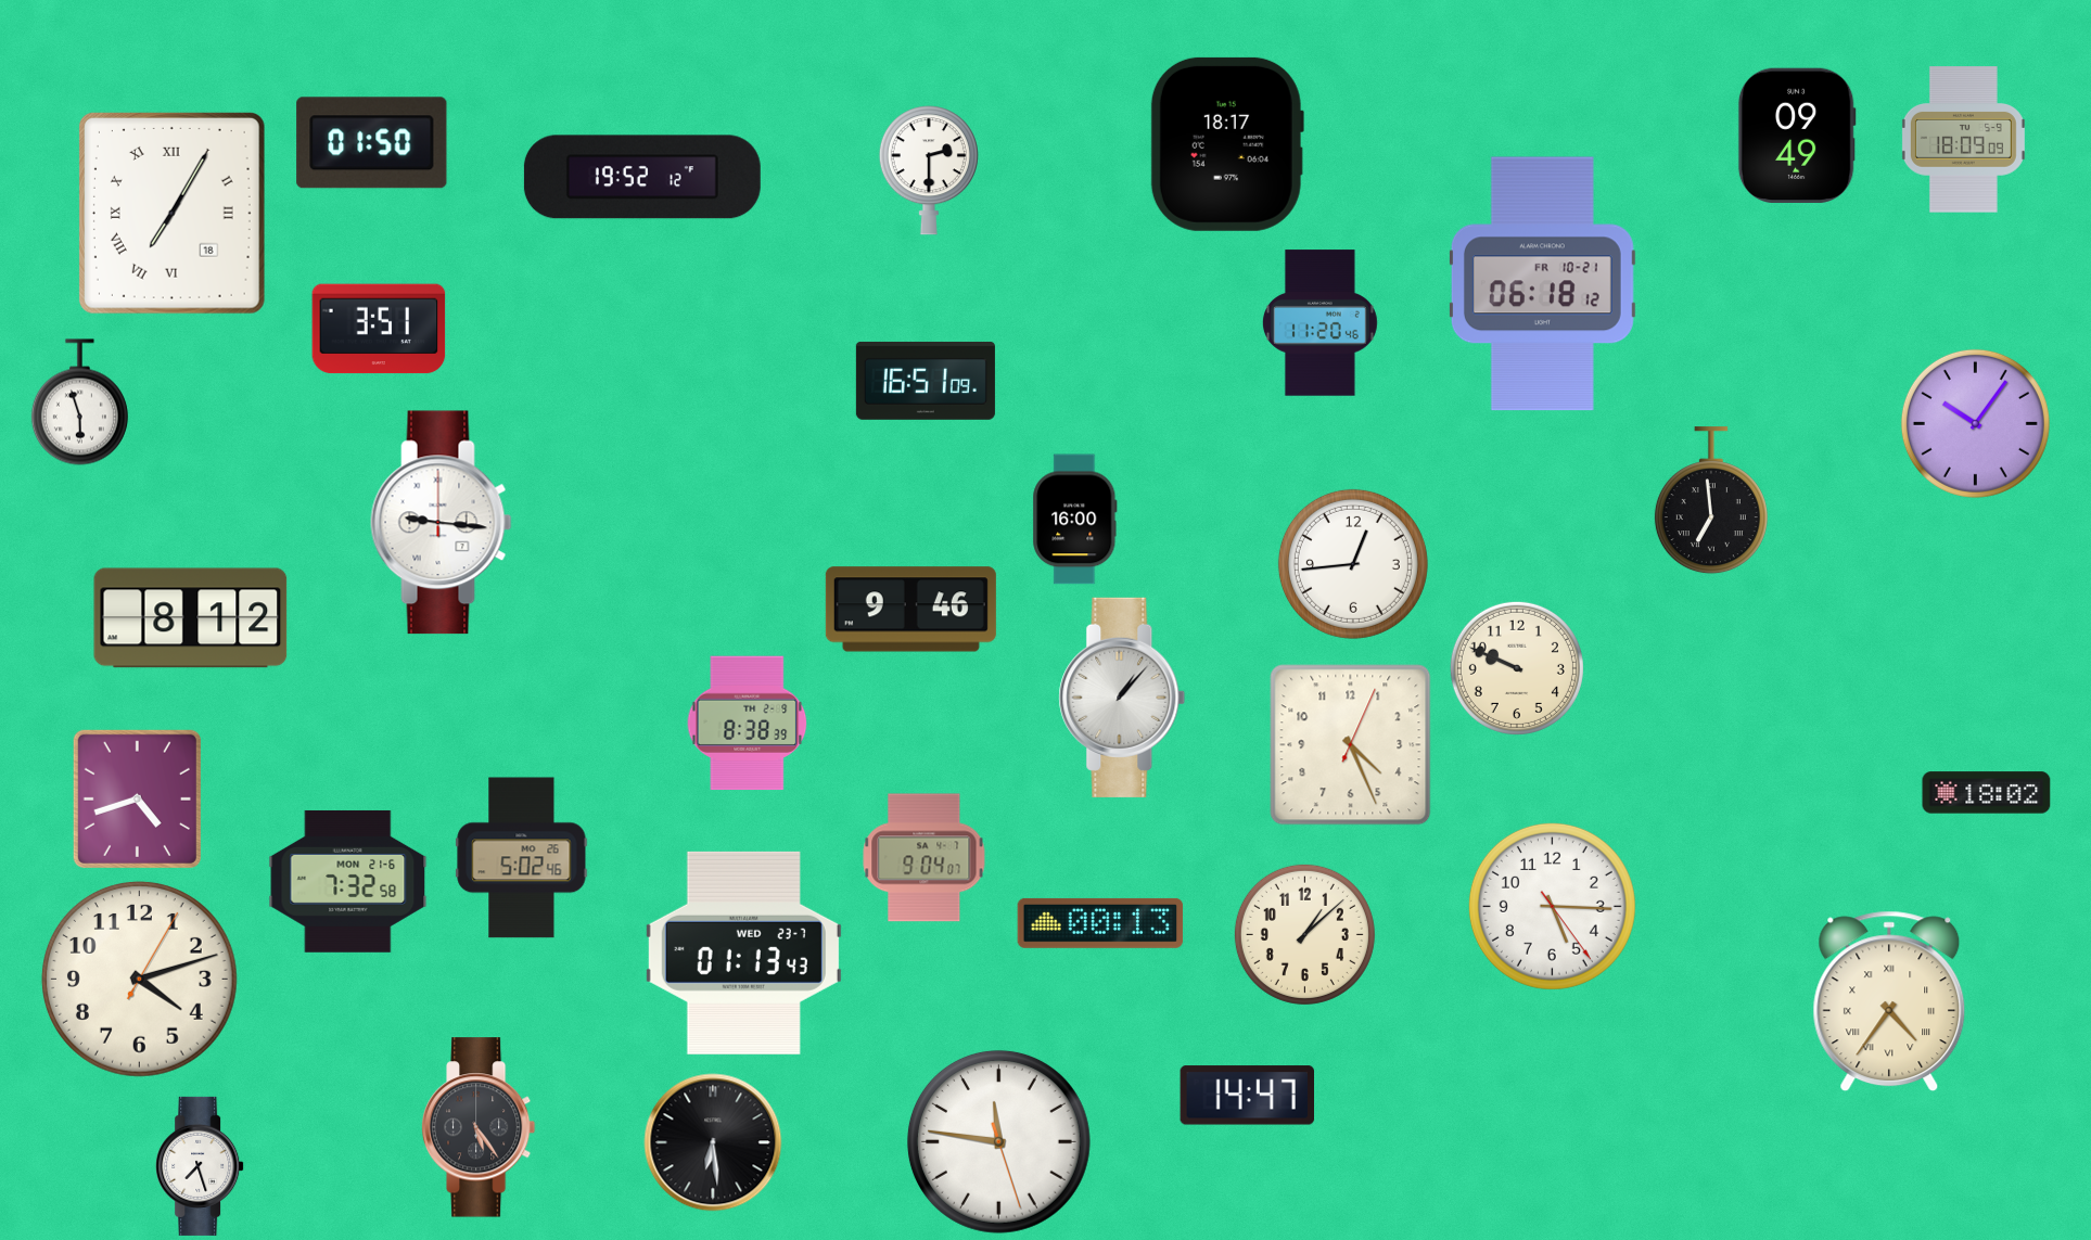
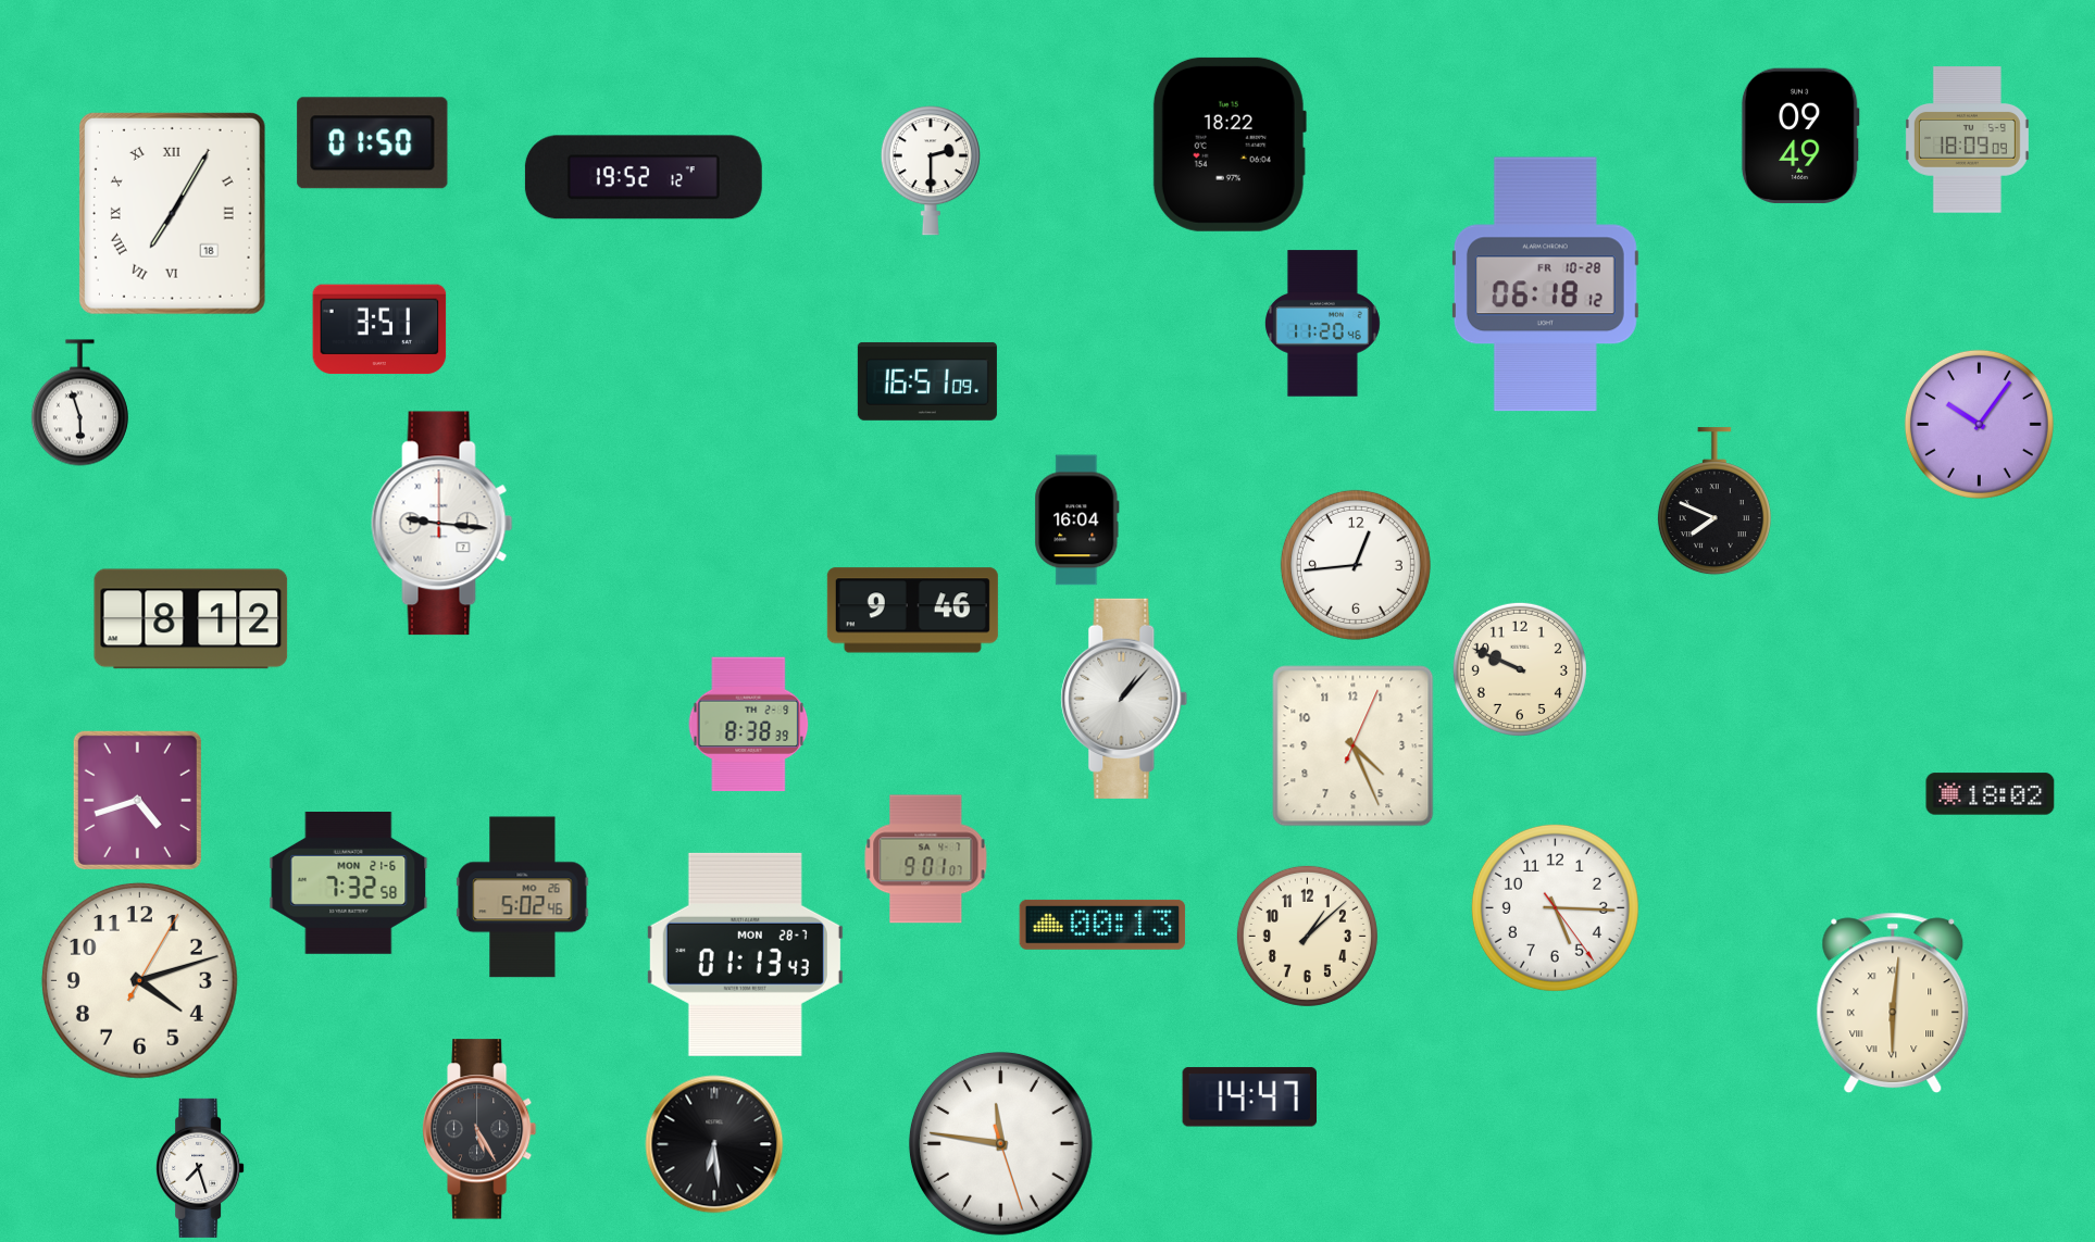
clock at (1227, 144): 18:17 -> 18:22
clock at (1542, 284) date: FR 10-21 -> FR 10-28
clock at (1711, 501): 6:59 -> 7:49
clock at (1075, 520): 16:00 -> 16:04
clock at (522, 858) position: (522, 858) -> (523, 898)
clock at (925, 858): 9:04 -> 9:01
clock at (743, 953) date: WED 23-7 -> MON 28-7
clock at (1889, 1001): 4:36 -> 6:01
clock at (479, 1127): 5:24 -> 5:25
